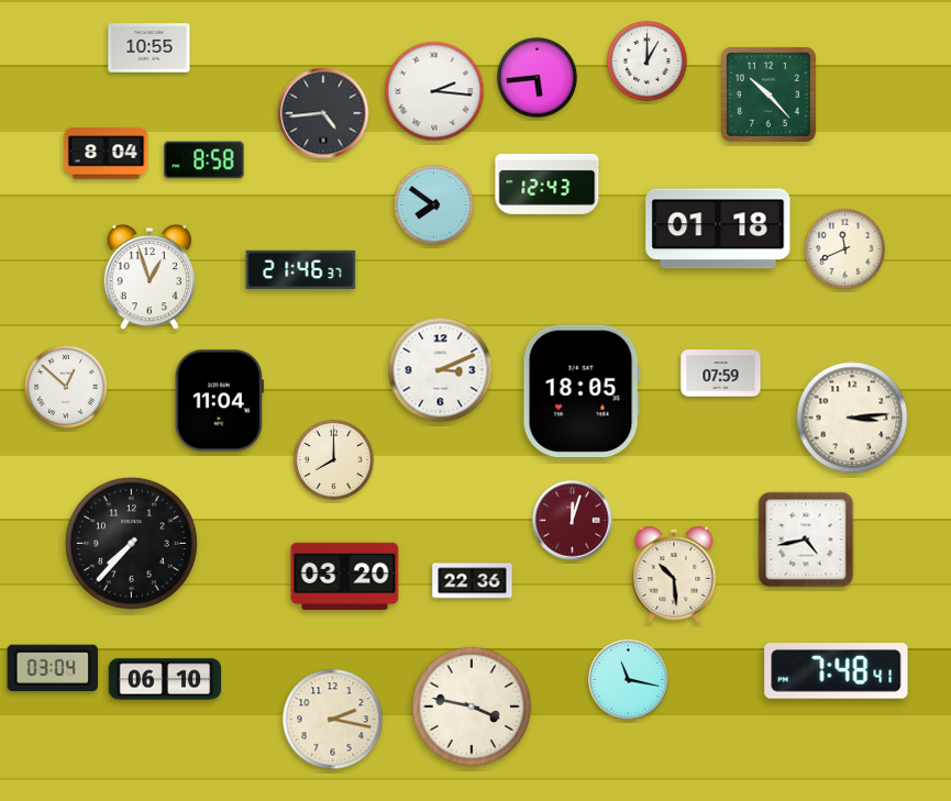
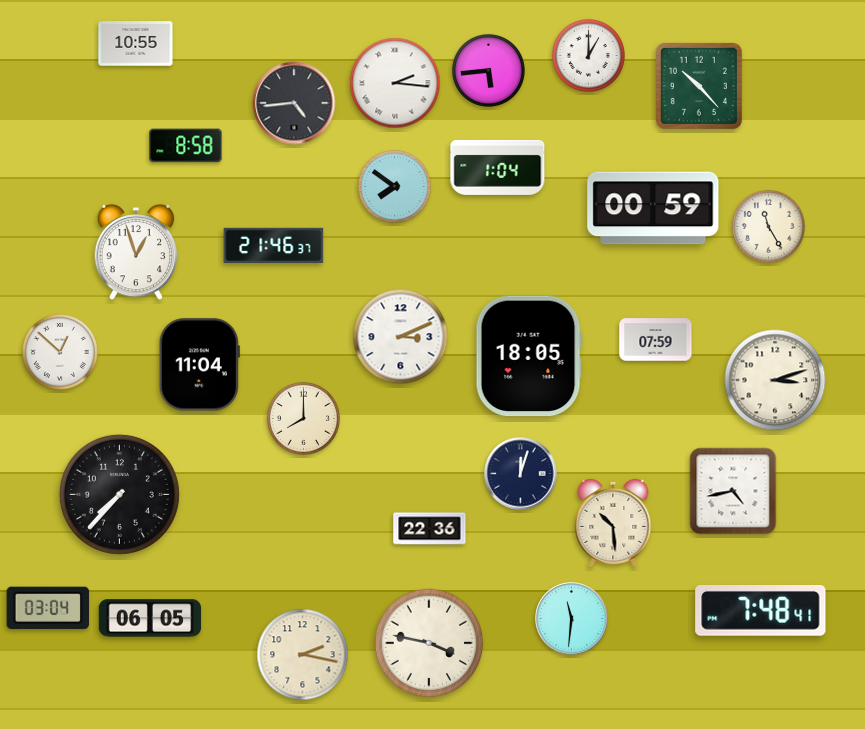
clock at (107, 154): 8:04 -> none
clock at (548, 183): 12:43 -> 1:04
clock at (718, 229): 01:18 -> 00:59
clock at (844, 248): 11:41 -> 11:25
clock at (852, 418): 3:14 -> 3:12
clock at (573, 521) dial: burgundy -> navy
clock at (345, 577): 03:20 -> none
clock at (165, 679): 06:10 -> 06:05
clock at (629, 680): 11:17 -> 11:31
